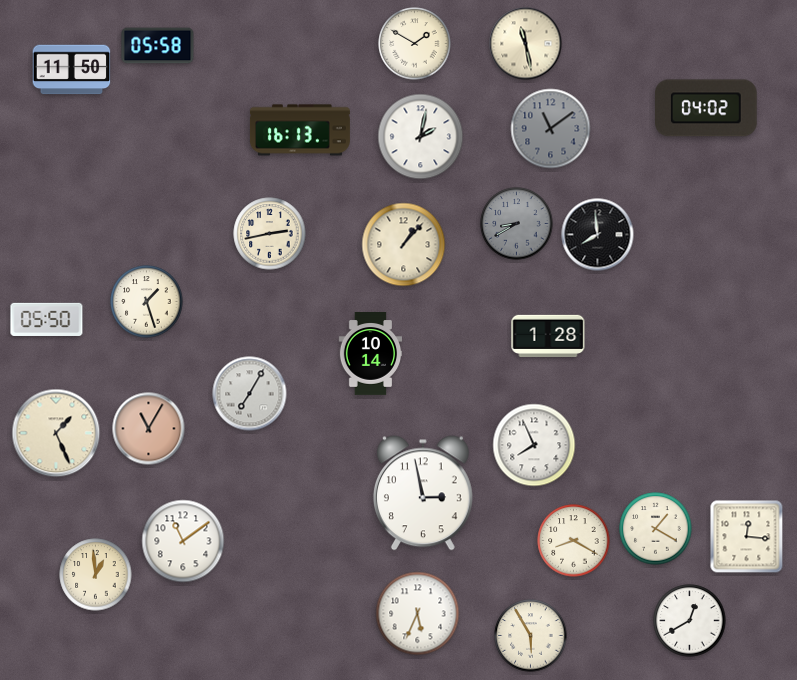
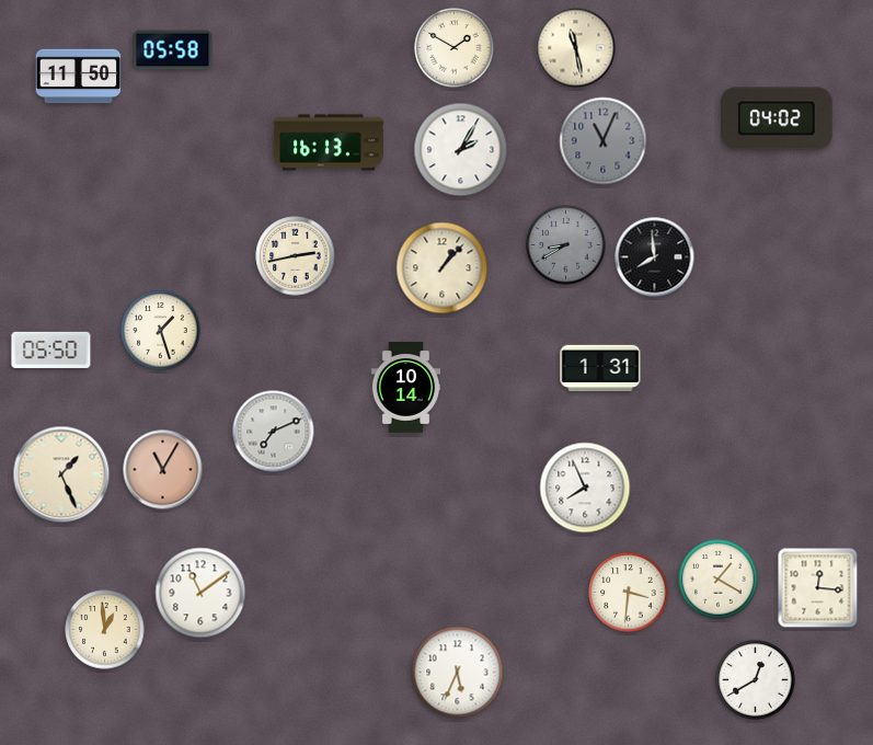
clock at (707, 108) position: (707, 108) -> (778, 118)
clock at (551, 129): 11:09 -> 11:04
clock at (421, 137): 2:02 -> 2:05
clock at (548, 335): 1:28 -> 1:31
clock at (250, 394): 7:05 -> 7:11
clock at (423, 493): 2:58 -> none
clock at (574, 541): 8:20 -> 3:31
clock at (531, 636): 5:55 -> none
